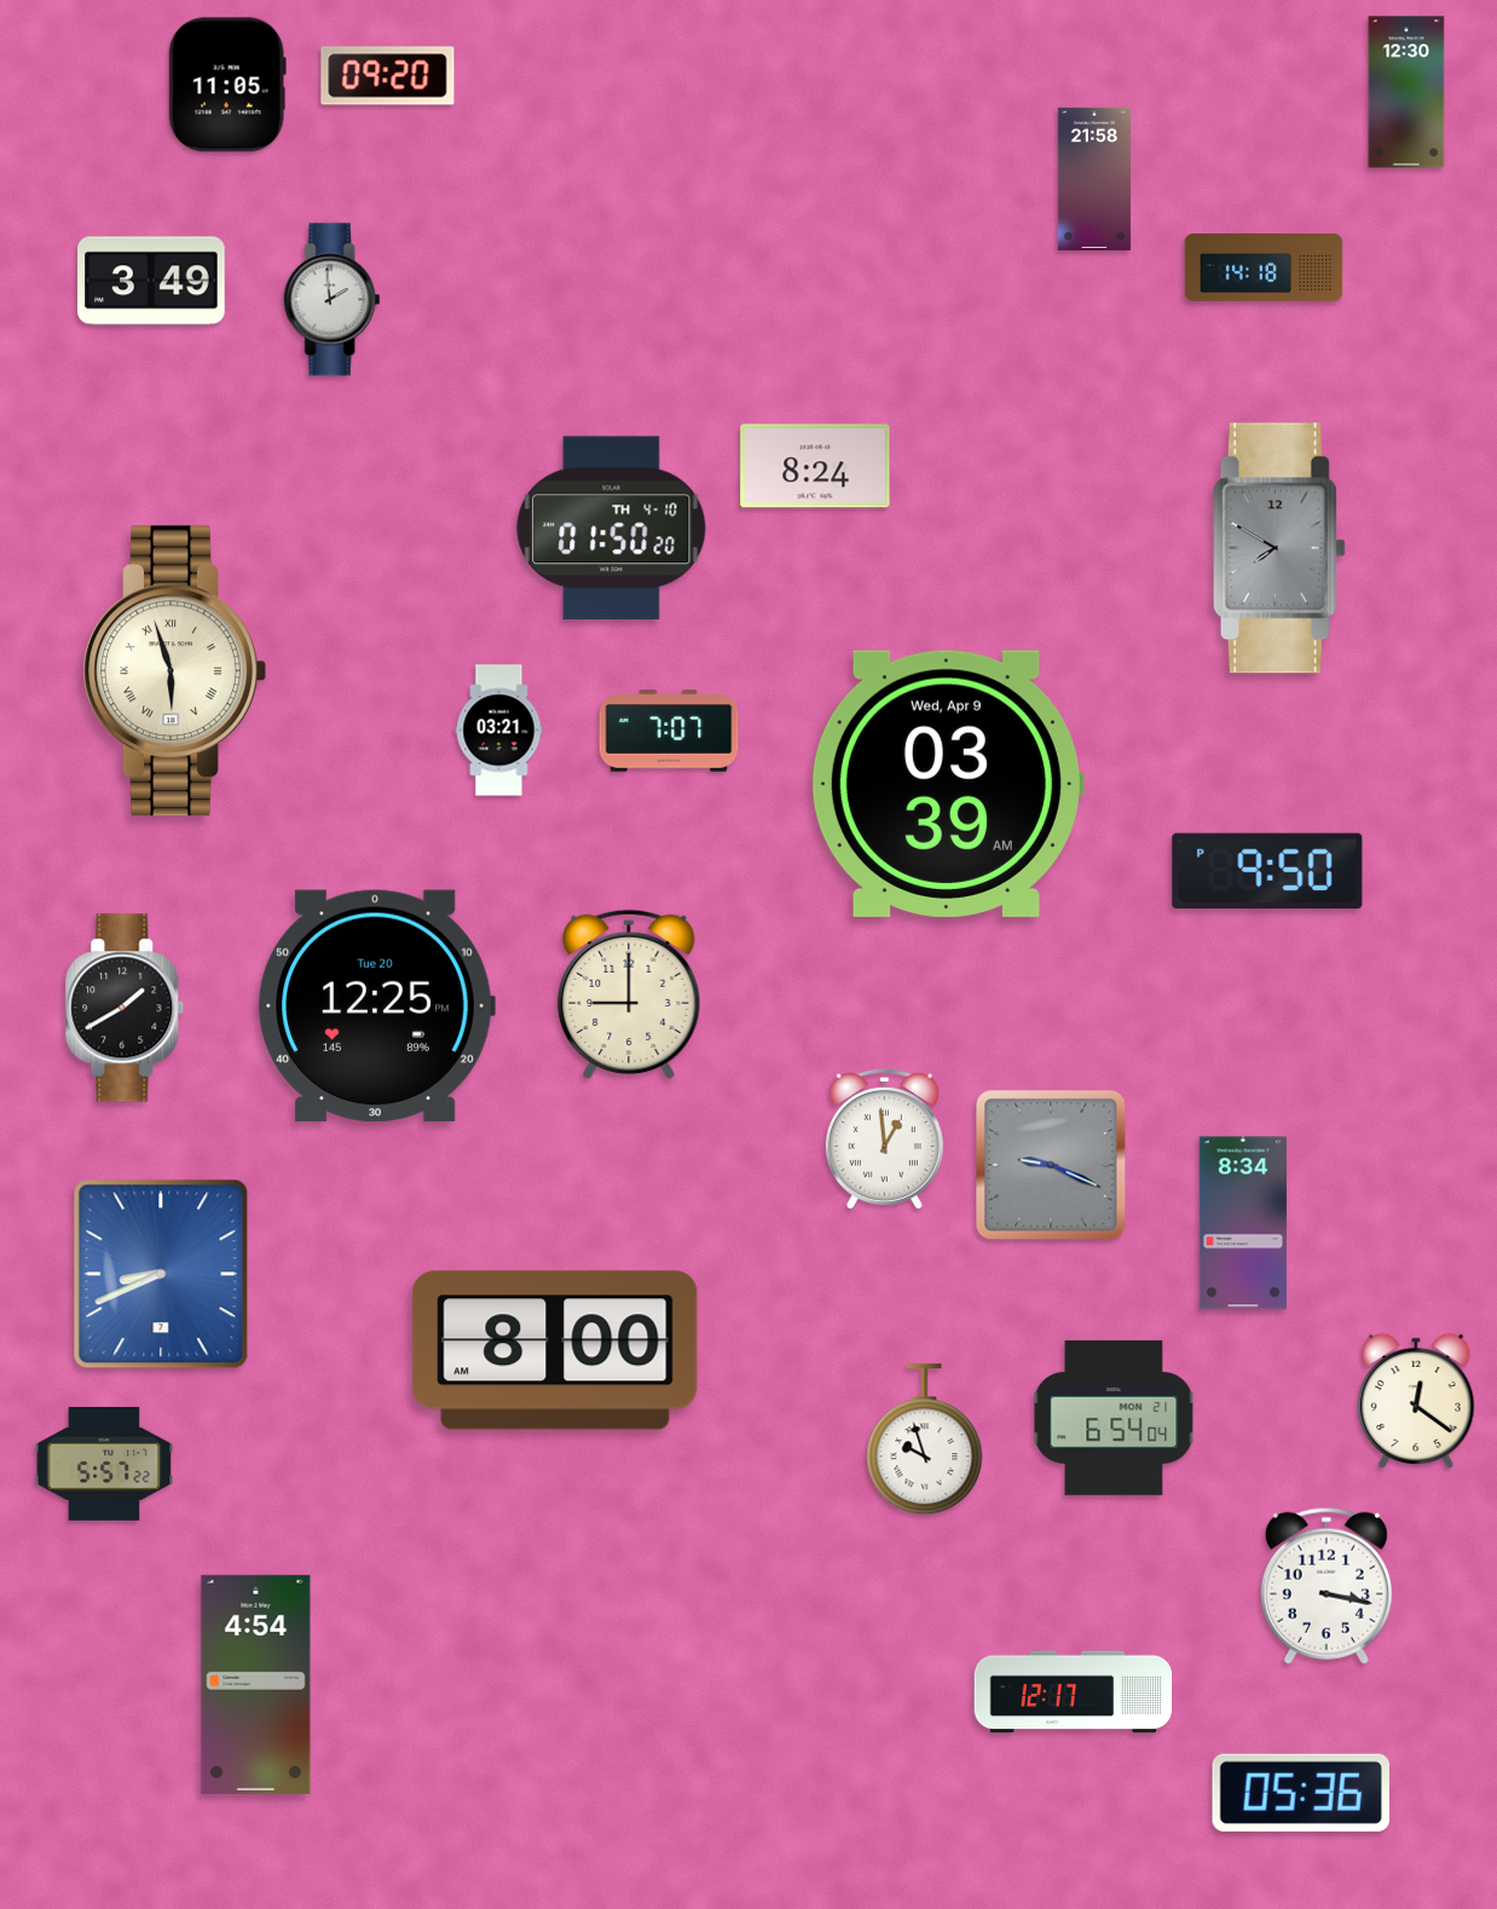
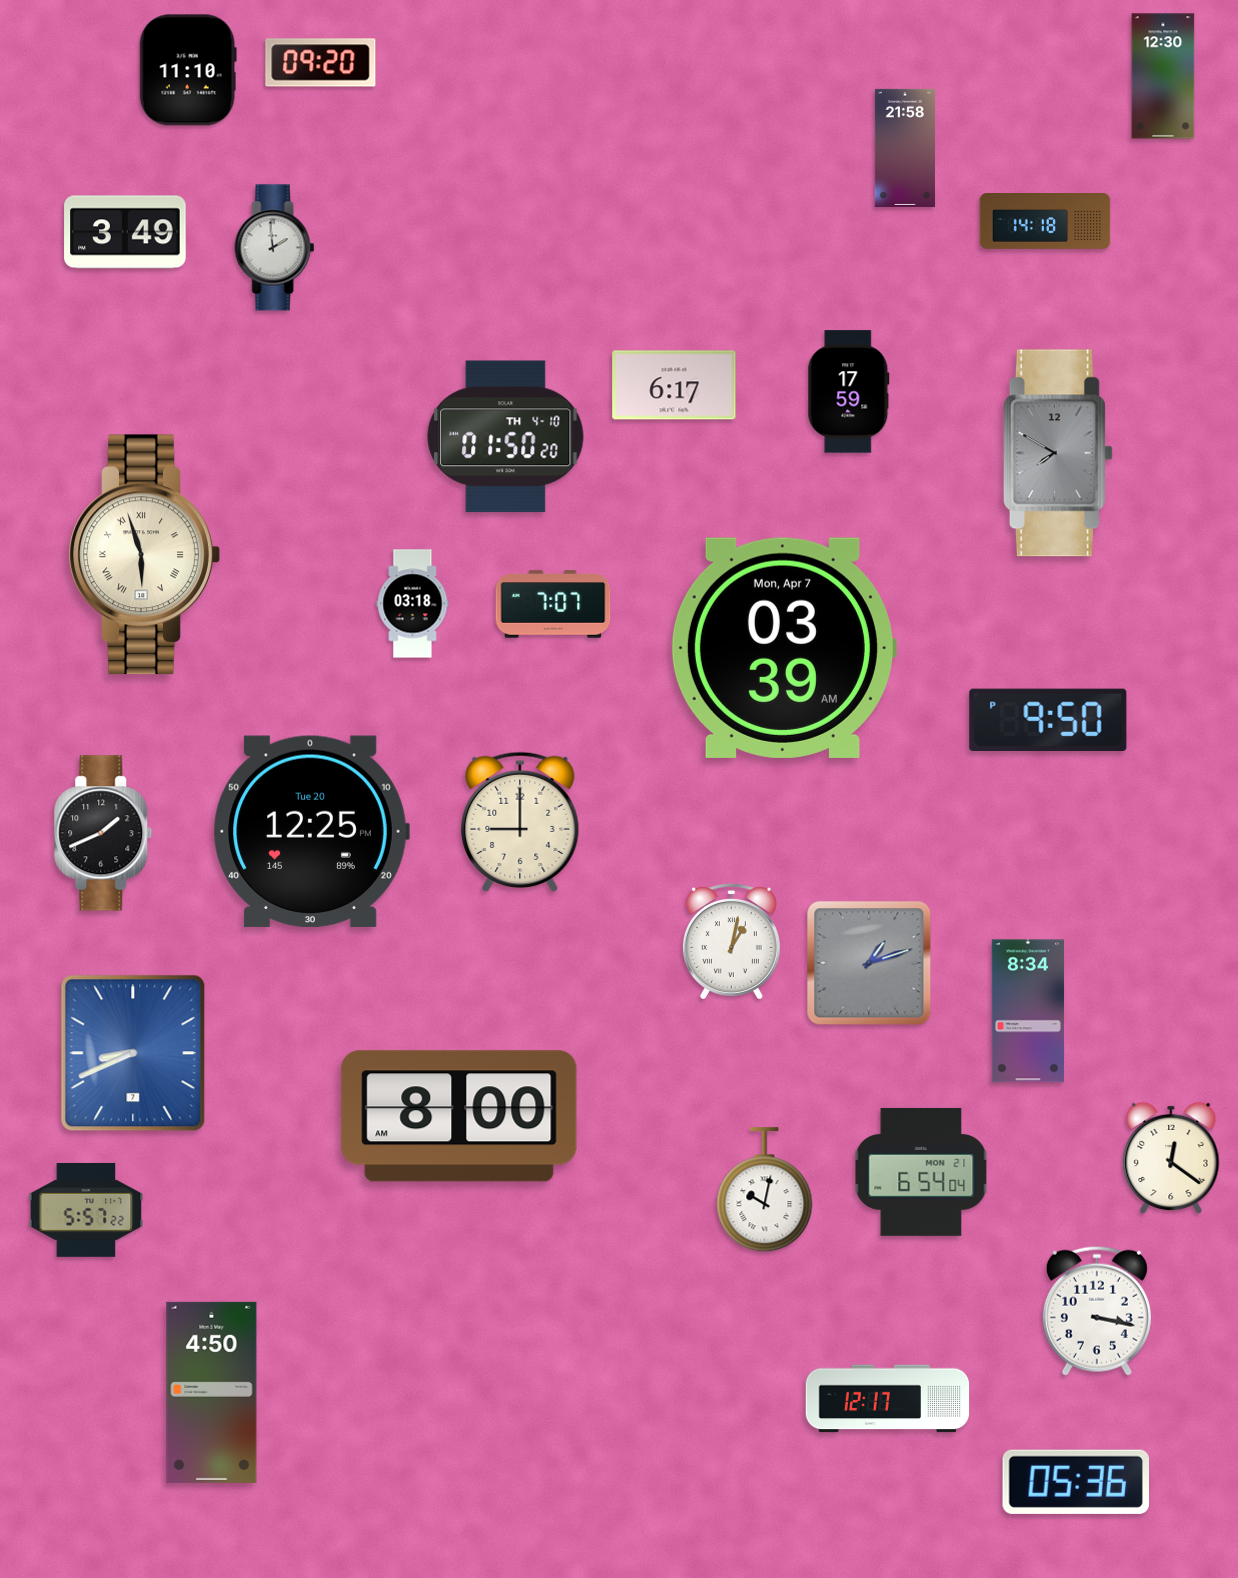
clock at (227, 85): 11:05 -> 11:10
clock at (815, 466): 8:24 -> 6:17
clock at (849, 392): none -> 17:59
clock at (499, 731): 03:21 -> 03:18
clock at (947, 784) date: Wed, Apr 9 -> Mon, Apr 7
clock at (125, 1008): 1:40 -> 1:41
clock at (884, 1140): 12:59 -> 1:02
clock at (1051, 1165): 9:19 -> 1:12
clock at (925, 1440): 9:57 -> 10:02
clock at (256, 1684): 4:54 -> 4:50
